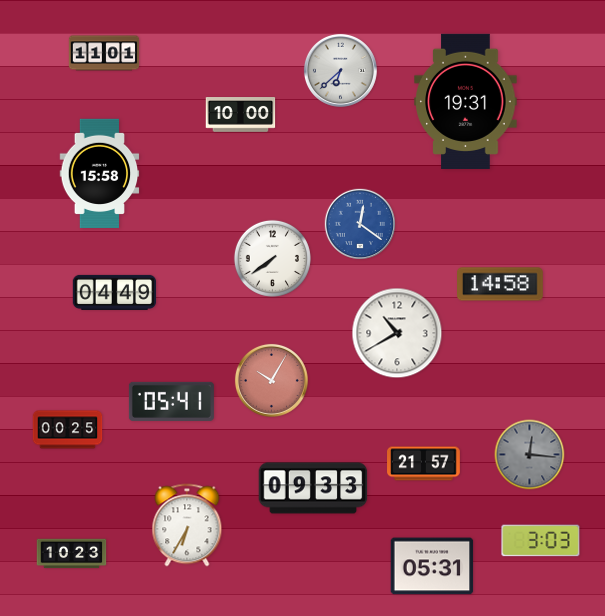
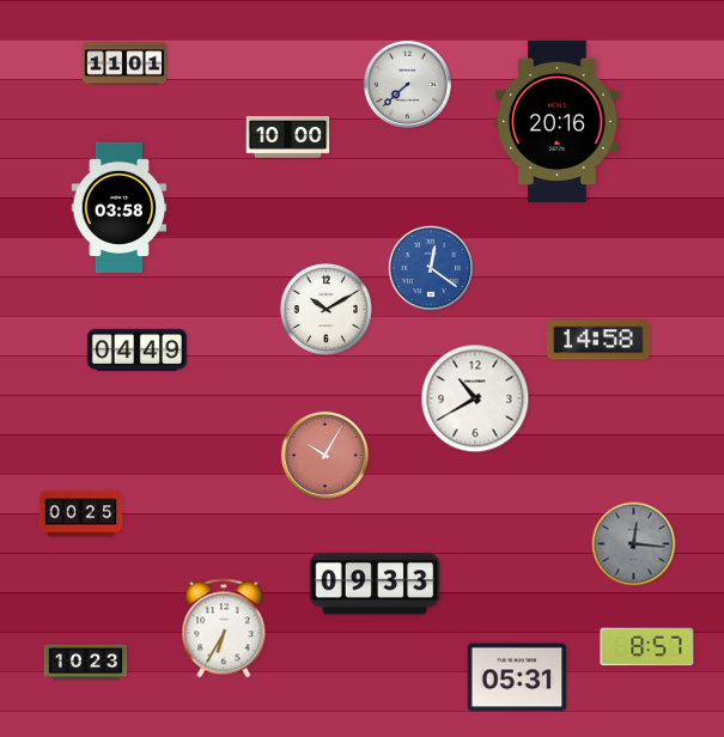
clock at (340, 70): 6:38 -> 7:38
clock at (466, 101): 19:31 -> 20:16
clock at (100, 174): 15:58 -> 03:58
clock at (272, 258): 7:39 -> 10:10
clock at (171, 401): 05:41 -> none
clock at (424, 464): 21:57 -> none
clock at (541, 541): 3:03 -> 8:57
